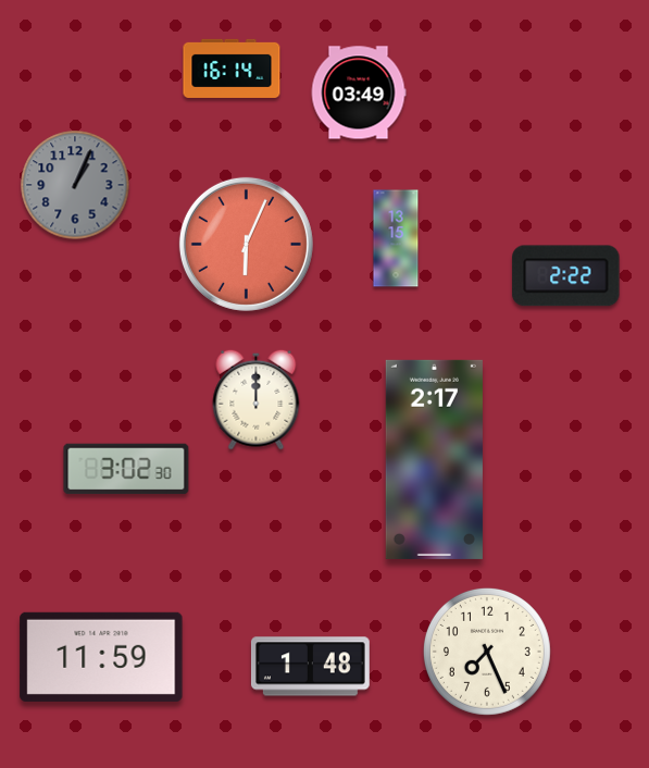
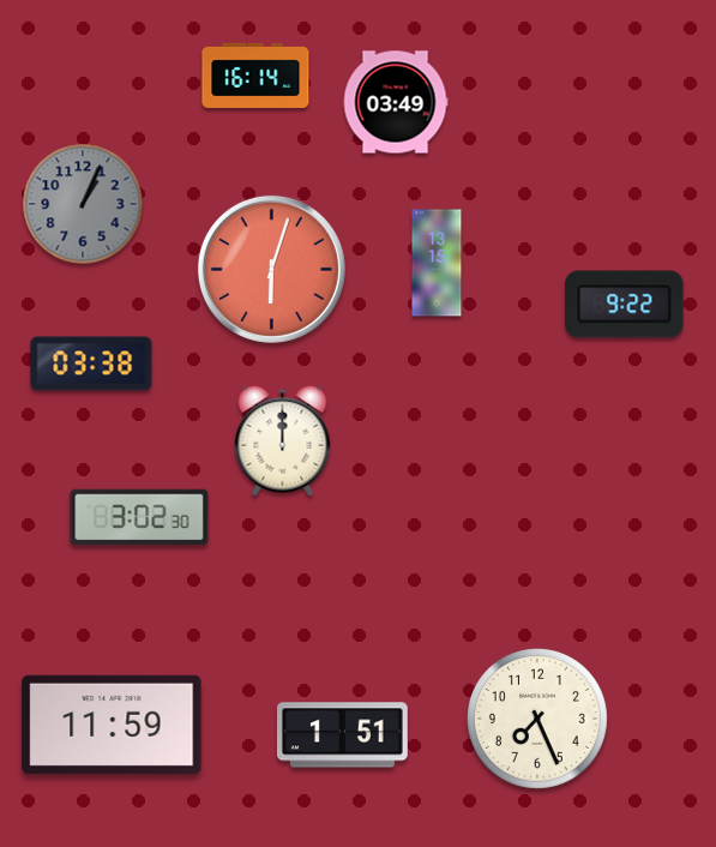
clock at (246, 244): 6:04 -> 6:03
clock at (566, 276): 2:22 -> 9:22
clock at (91, 364): none -> 03:38
clock at (434, 459): 2:17 -> none
clock at (310, 667): 1:48 -> 1:51
